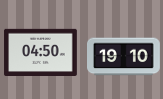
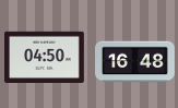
clock at (124, 57): 19:10 -> 16:48
